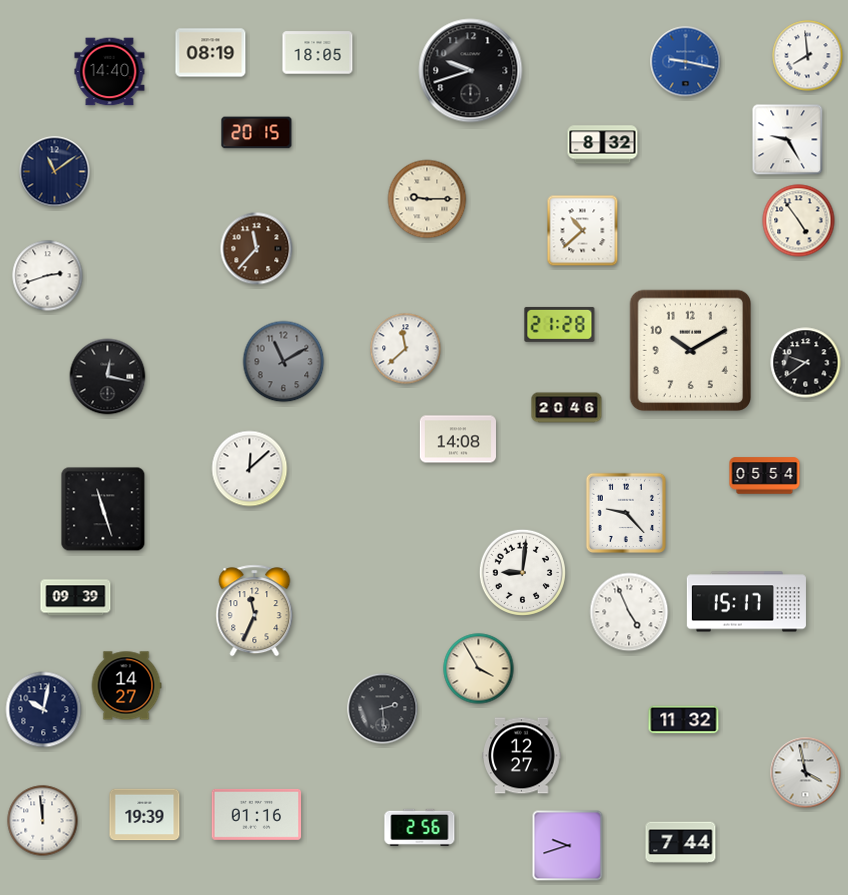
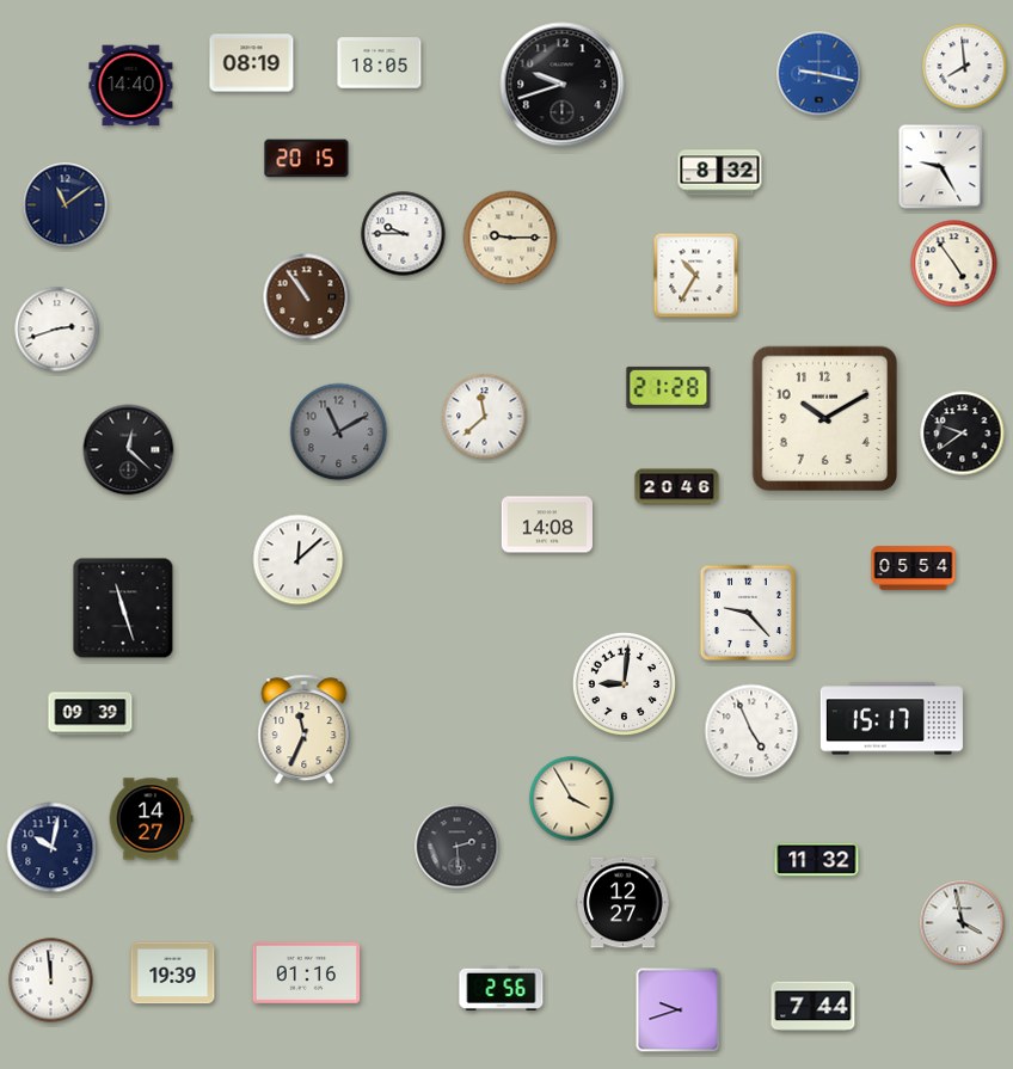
clock at (404, 234): none -> 9:45
clock at (583, 231): 10:38 -> 10:35
clock at (257, 249): 11:37 -> 10:54
clock at (108, 377): 12:17 -> 12:22
